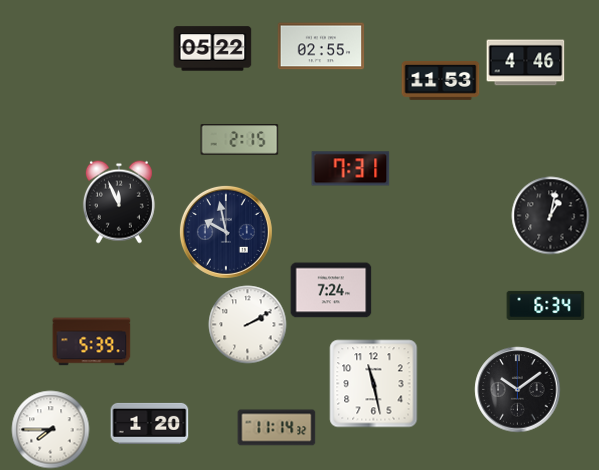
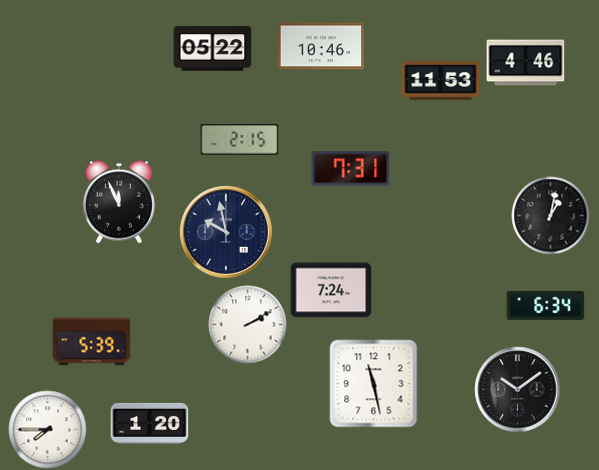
clock at (321, 46): 02:55 -> 10:46
clock at (276, 428): 11:14 -> none
clock at (50, 429) position: (50, 429) -> (47, 429)
